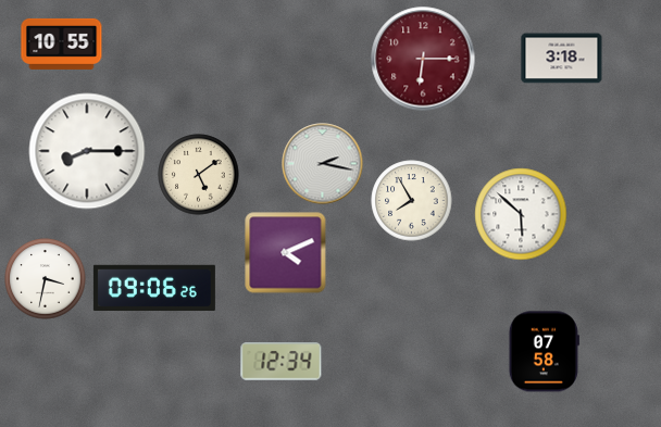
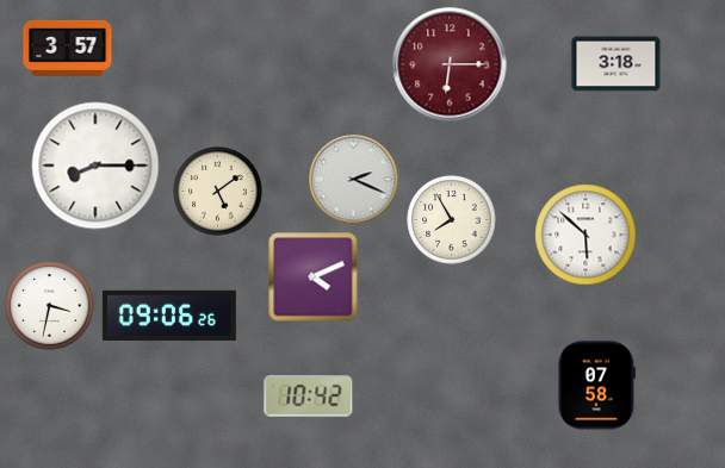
clock at (62, 43): 10:55 -> 3:57
clock at (423, 59) position: (423, 59) -> (450, 64)
clock at (323, 164): 2:17 -> 2:19
clock at (521, 214) position: (521, 214) -> (585, 235)
clock at (282, 362): 12:34 -> 10:42
